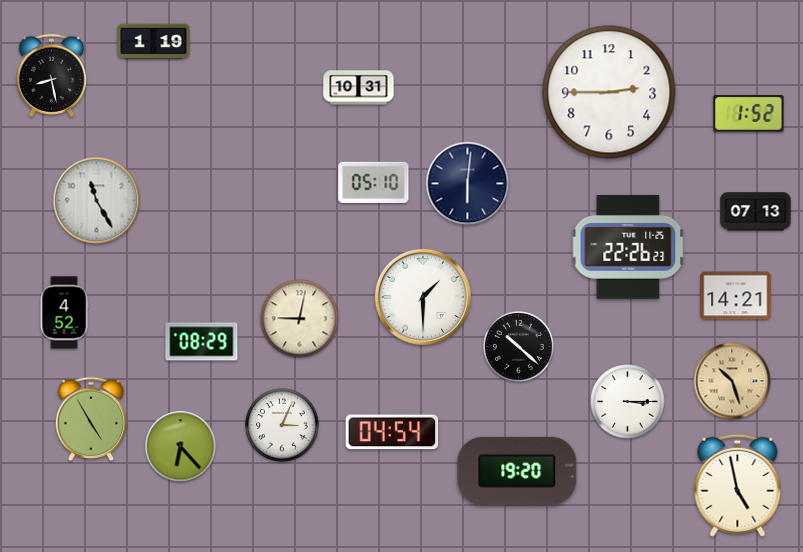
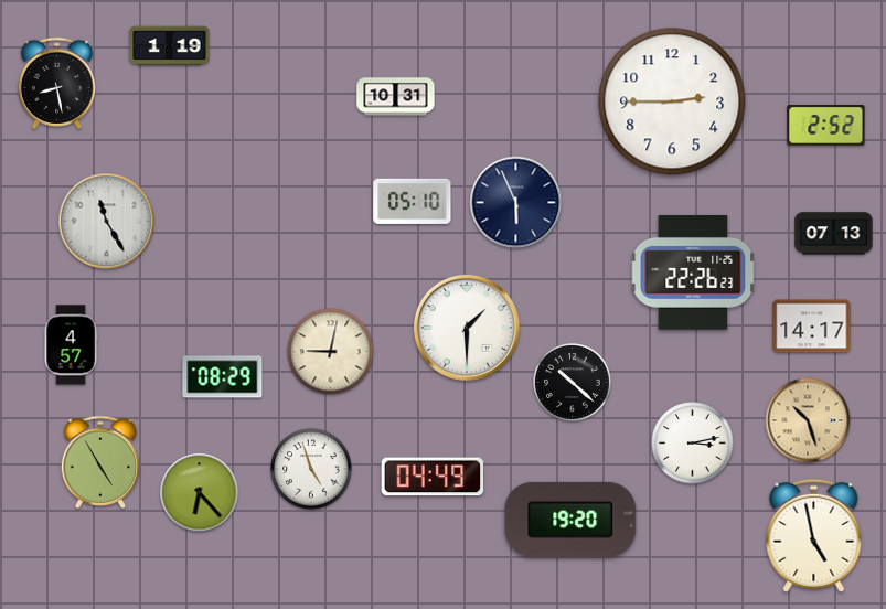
clock at (749, 114): 1:52 -> 2:52
clock at (468, 184): 6:01 -> 5:56
clock at (736, 296): 14:21 -> 14:17
clock at (64, 313): 4:52 -> 4:57
clock at (628, 402): 3:15 -> 3:13
clock at (282, 425): 3:04 -> 4:57
clock at (392, 432): 04:54 -> 04:49
